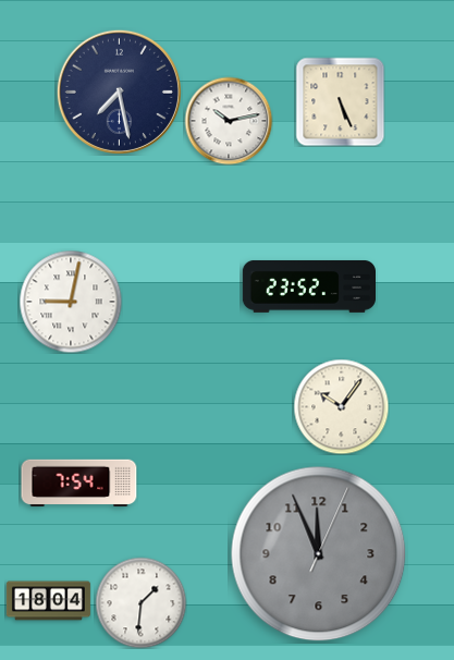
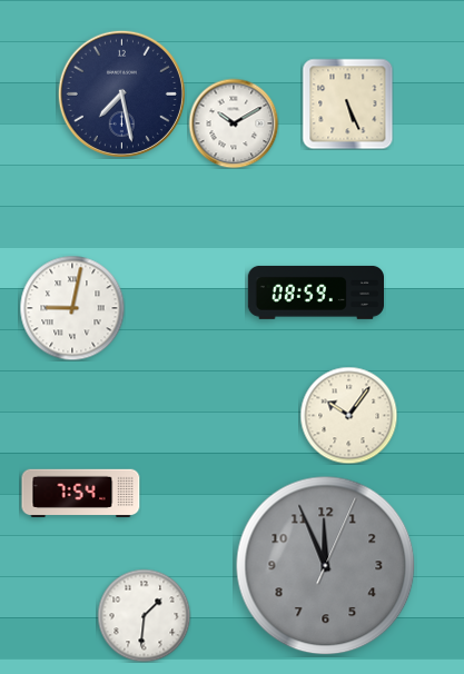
clock at (229, 121): 10:13 -> 10:10
clock at (308, 286): 23:52 -> 08:59
clock at (48, 601): 18:04 -> none
